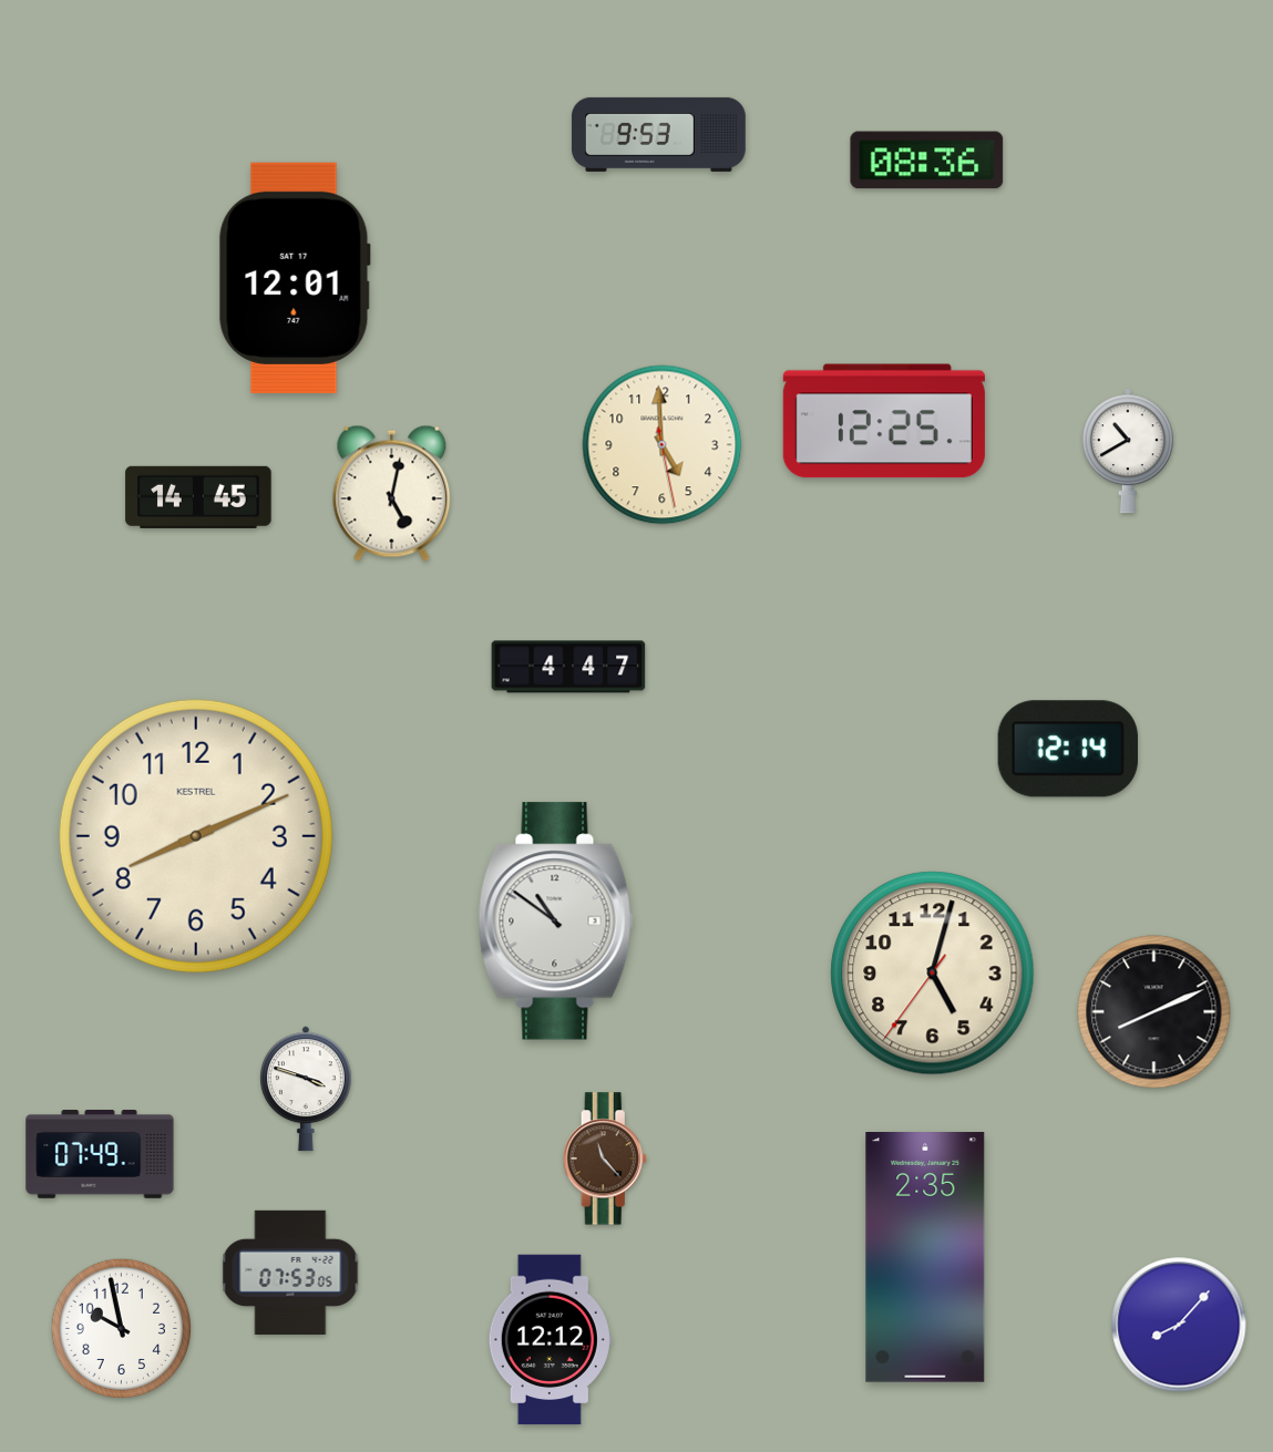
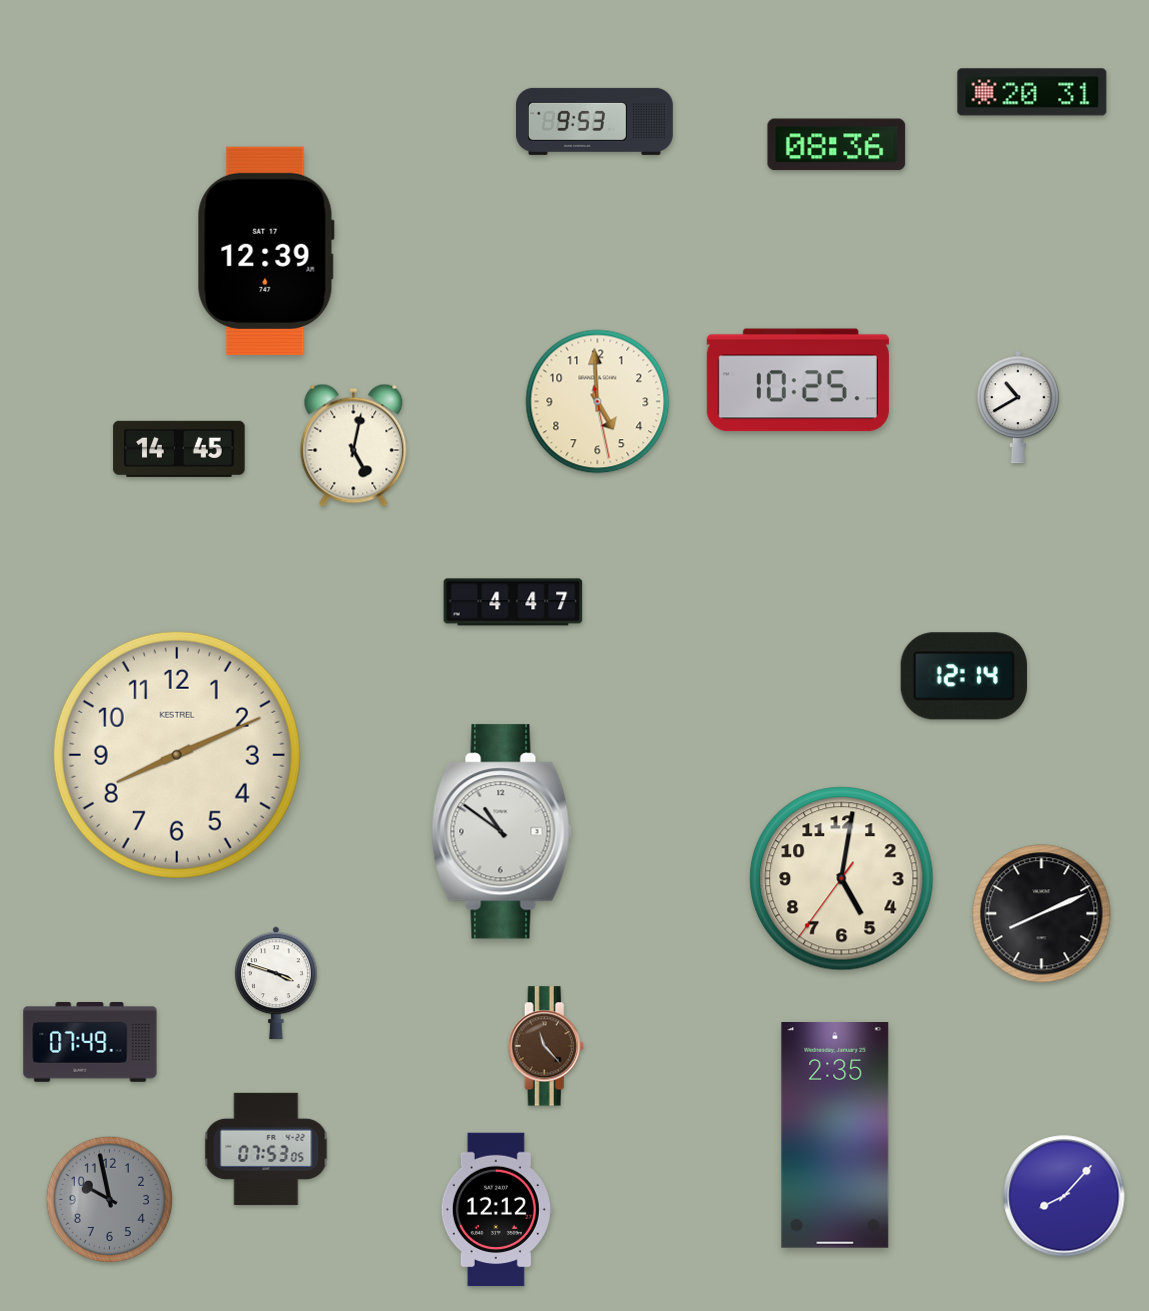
clock at (1032, 92): none -> 20:31
clock at (295, 278): 12:01 -> 12:39
clock at (884, 421): 12:25 -> 10:25
clock at (933, 974): 5:02 -> 5:01
clock at (290, 1273) position: (290, 1273) -> (266, 1149)
clock at (121, 1328) dial: white -> grey
